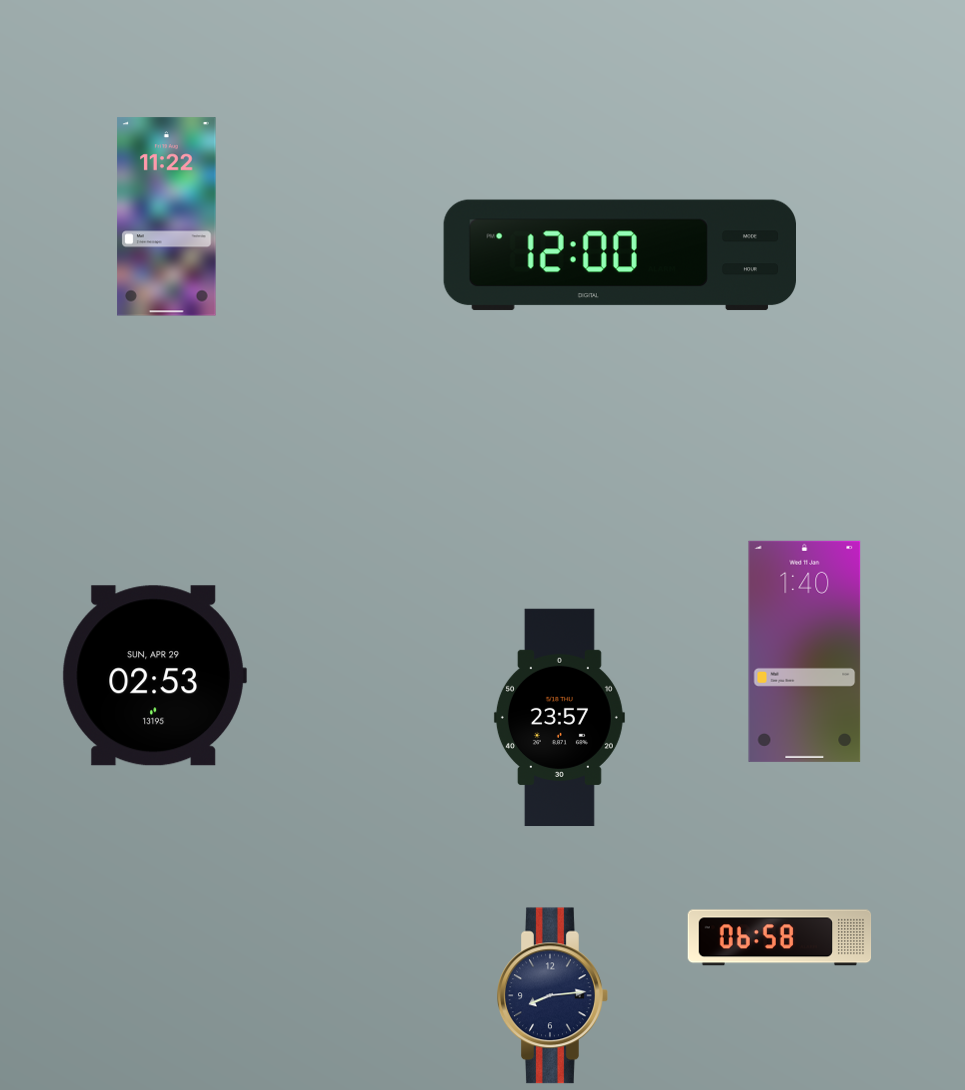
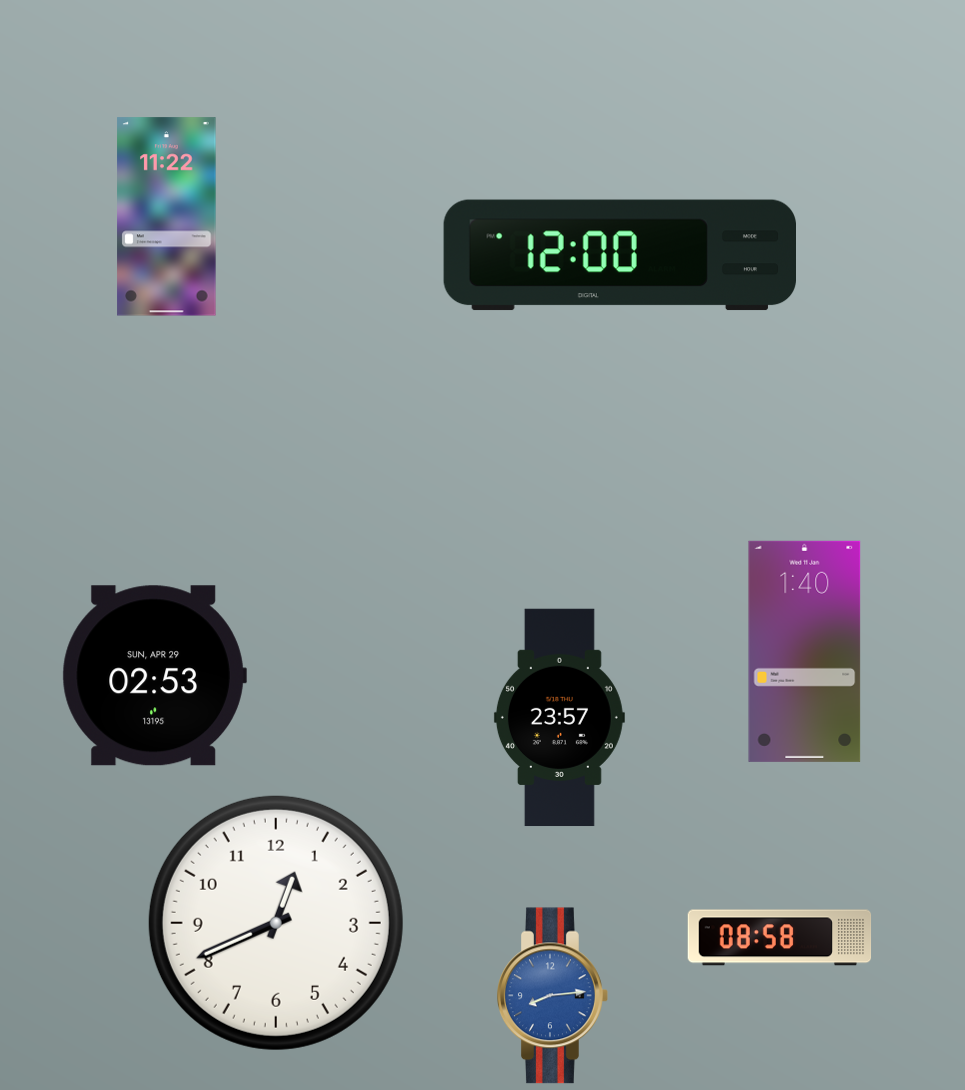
clock at (276, 923): none -> 12:41
clock at (780, 938): 06:58 -> 08:58
clock at (553, 996) dial: navy -> blue
